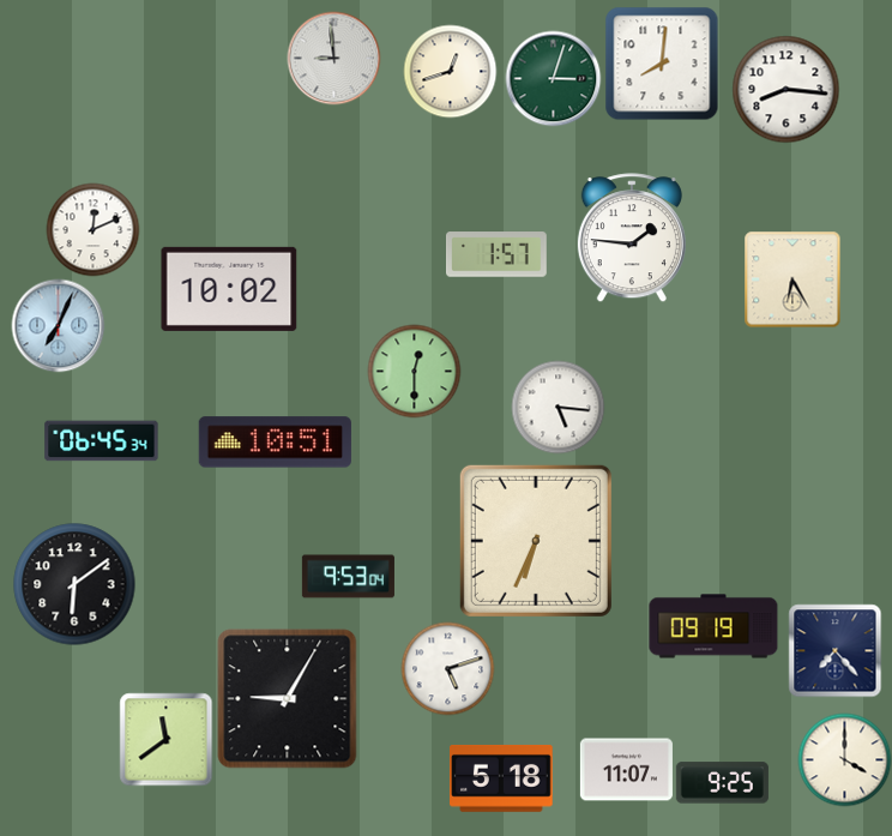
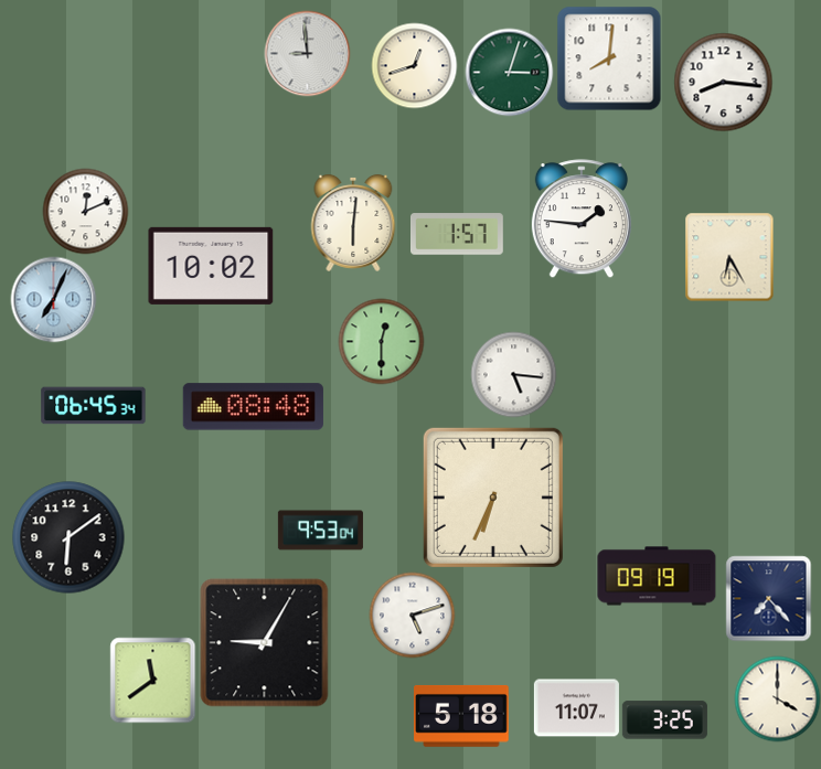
clock at (353, 223): none -> 6:01
clock at (275, 443): 10:51 -> 08:48
clock at (722, 783): 9:25 -> 3:25
